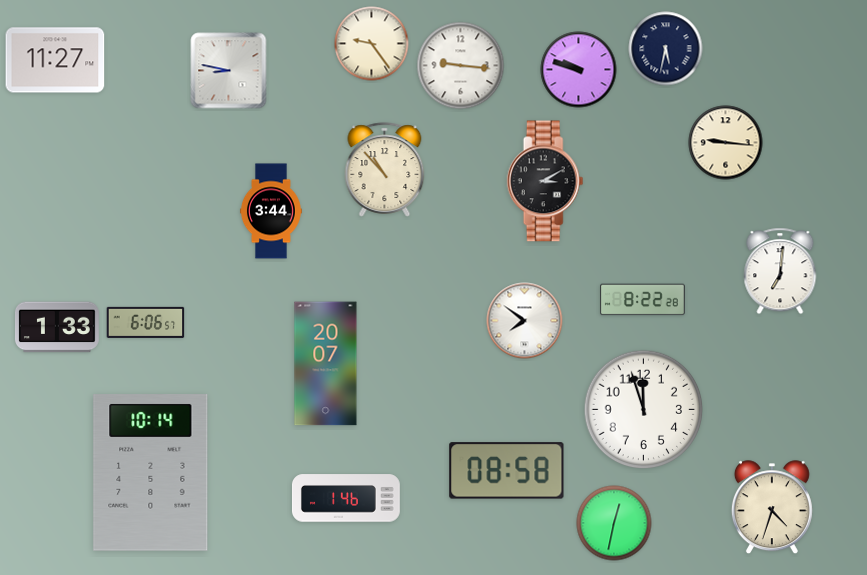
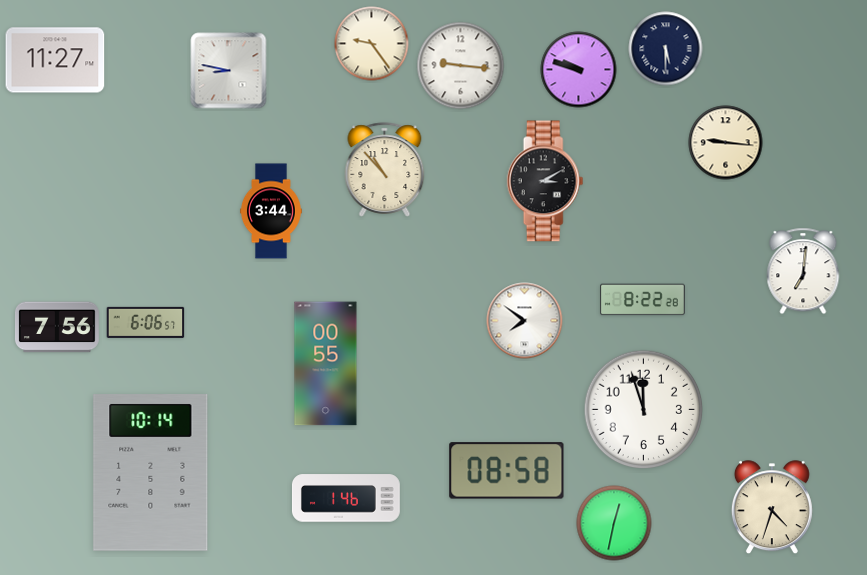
clock at (666, 49): 5:32 -> 5:30
clock at (780, 271) position: (780, 271) -> (803, 271)
clock at (57, 327): 1:33 -> 7:56
clock at (326, 364): 20:07 -> 00:55
